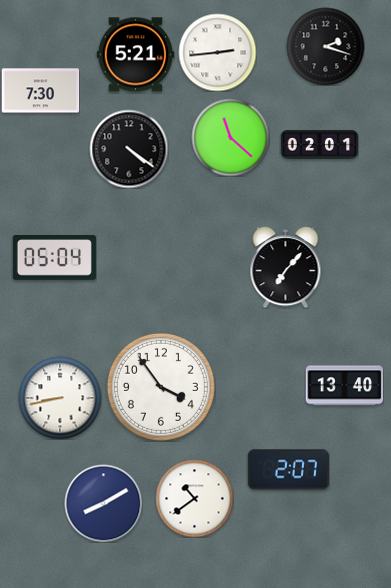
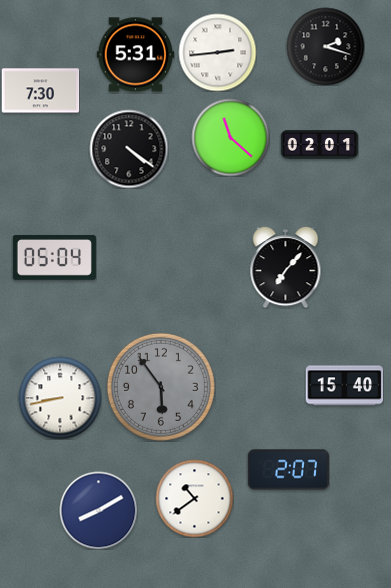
clock at (135, 55): 5:21 -> 5:31
clock at (344, 386): 13:40 -> 15:40
clock at (161, 387): 3:54 -> 5:54
clock at (161, 387) dial: white -> grey
clock at (103, 503) position: (103, 503) -> (98, 510)
